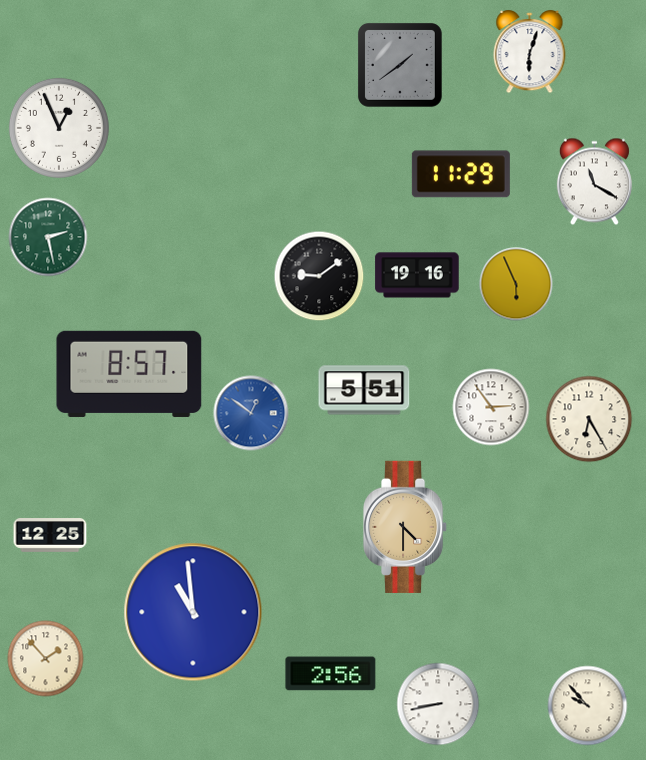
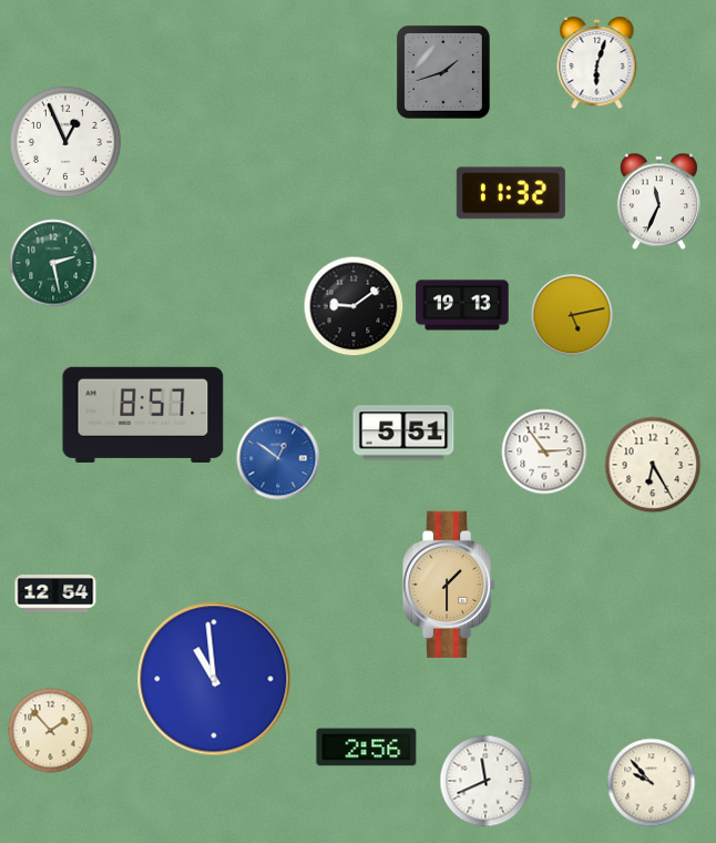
clock at (530, 53) position: (530, 53) -> (597, 64)
clock at (400, 65): 1:39 -> 1:42
clock at (461, 174): 11:29 -> 11:32
clock at (594, 182): 11:20 -> 11:34
clock at (417, 275): 19:16 -> 19:13
clock at (516, 284): 5:56 -> 5:13
clock at (406, 527): 4:30 -> 1:30
clock at (50, 535): 12:25 -> 12:54
clock at (438, 704): 8:43 -> 11:41
